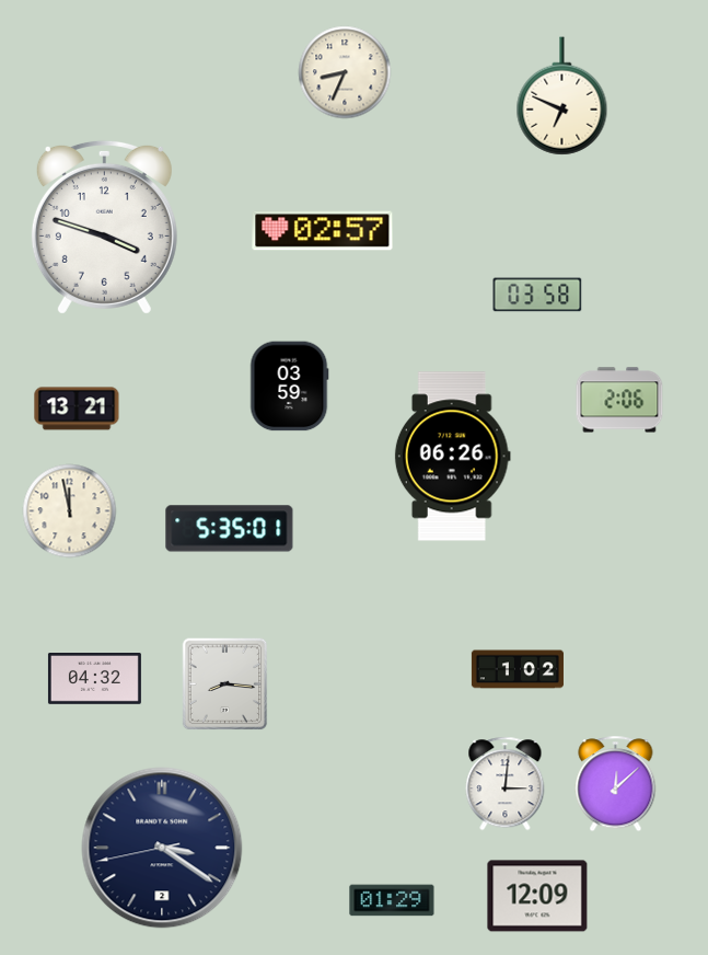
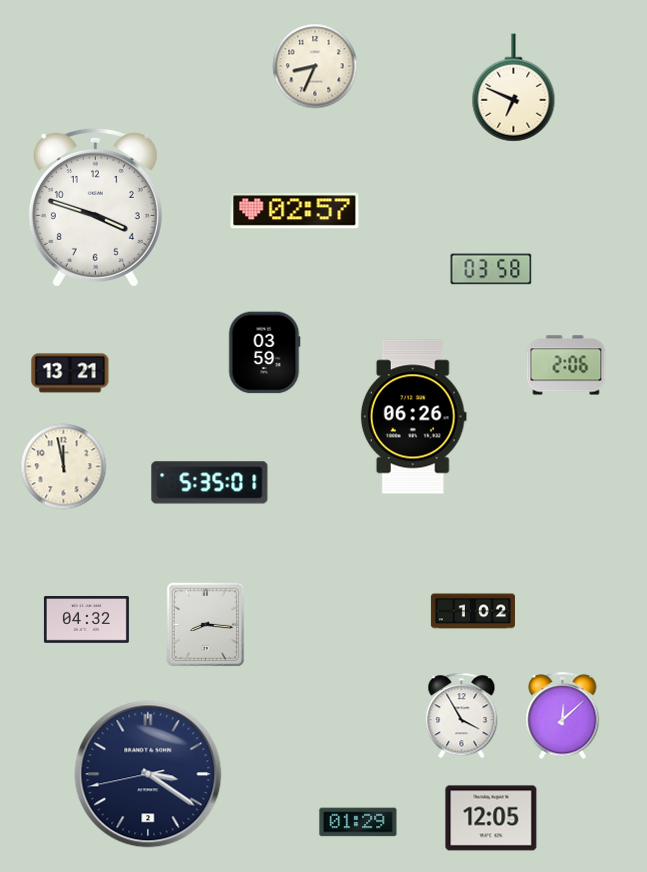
clock at (506, 784): 3:01 -> 3:55
clock at (537, 896): 12:09 -> 12:05
